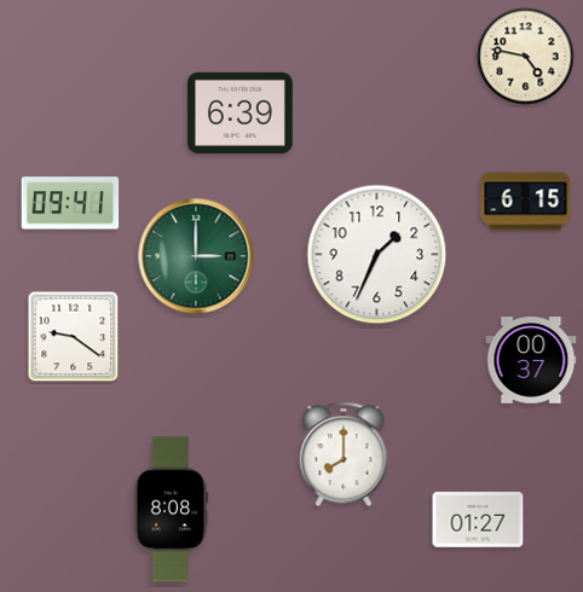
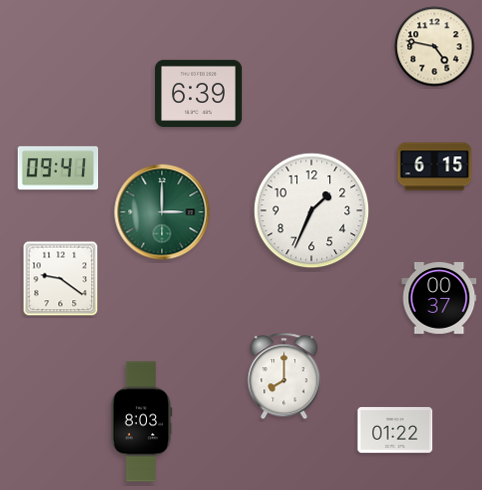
clock at (171, 510): 8:08 -> 8:03
clock at (478, 520): 01:27 -> 01:22
